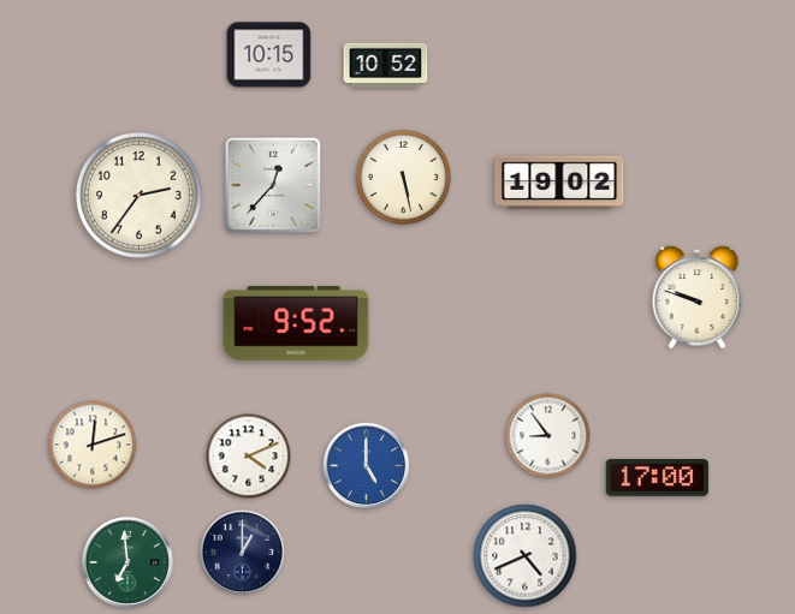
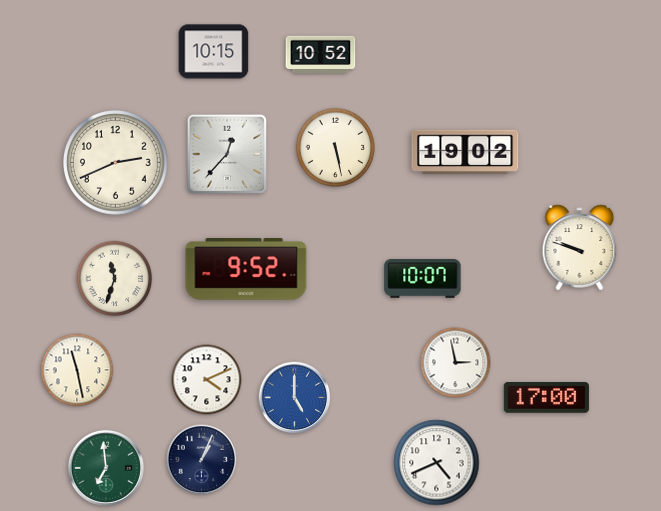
clock at (269, 55) position: (269, 55) -> (214, 52)
clock at (140, 196): 2:36 -> 2:41
clock at (115, 279): none -> 11:33
clock at (423, 279): none -> 10:07
clock at (548, 436): 8:54 -> 2:58
clock at (93, 445): 12:12 -> 11:28
clock at (367, 466) position: (367, 466) -> (295, 398)
clock at (243, 553): 1:00 -> 1:04
